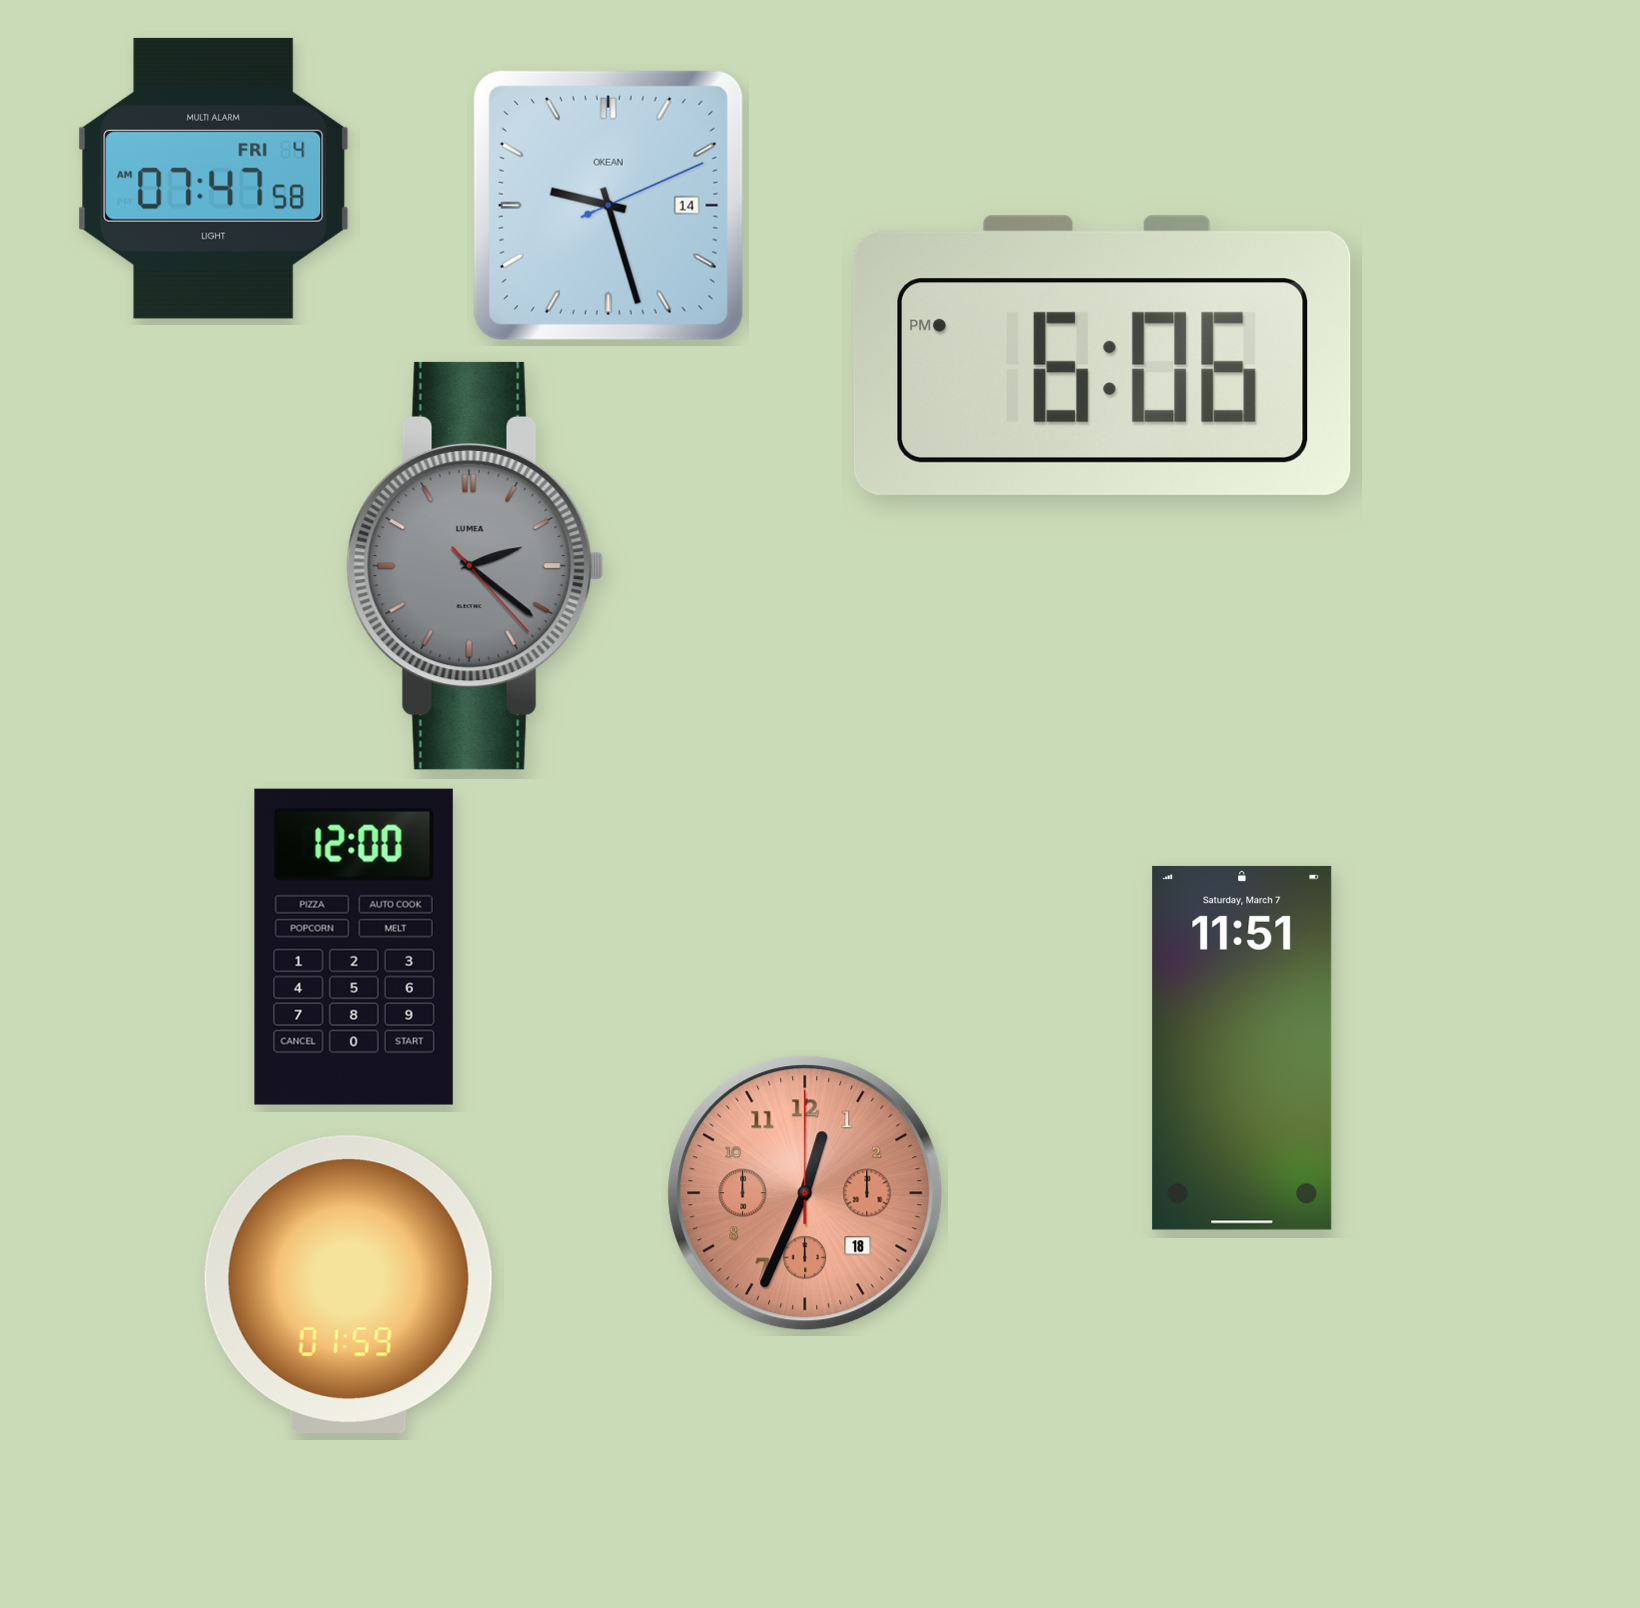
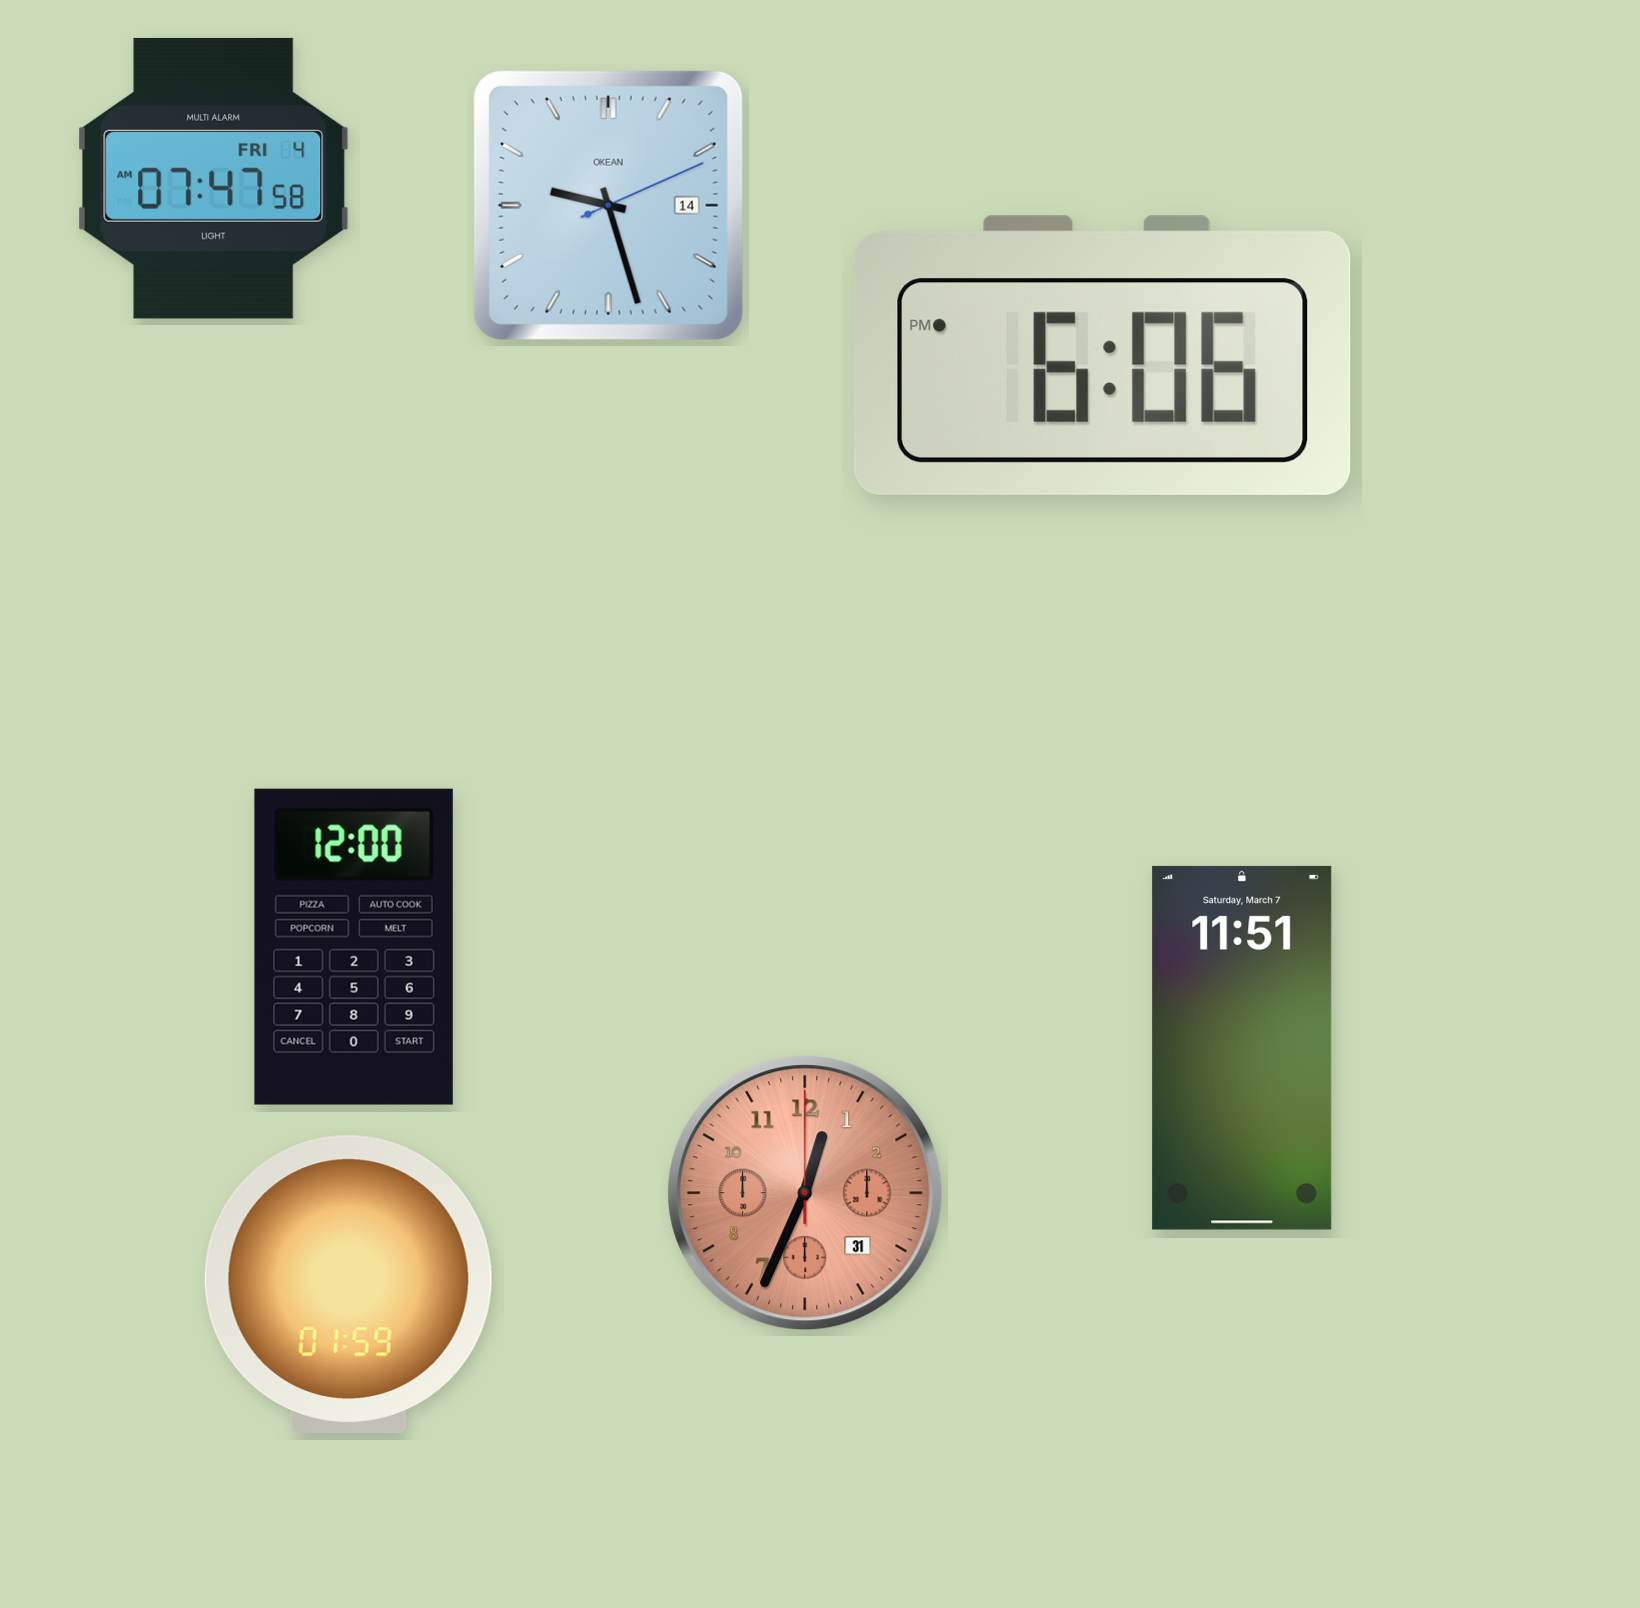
clock at (475, 566): 2:21 -> none
clock at (805, 1193) date: 18 -> 31
